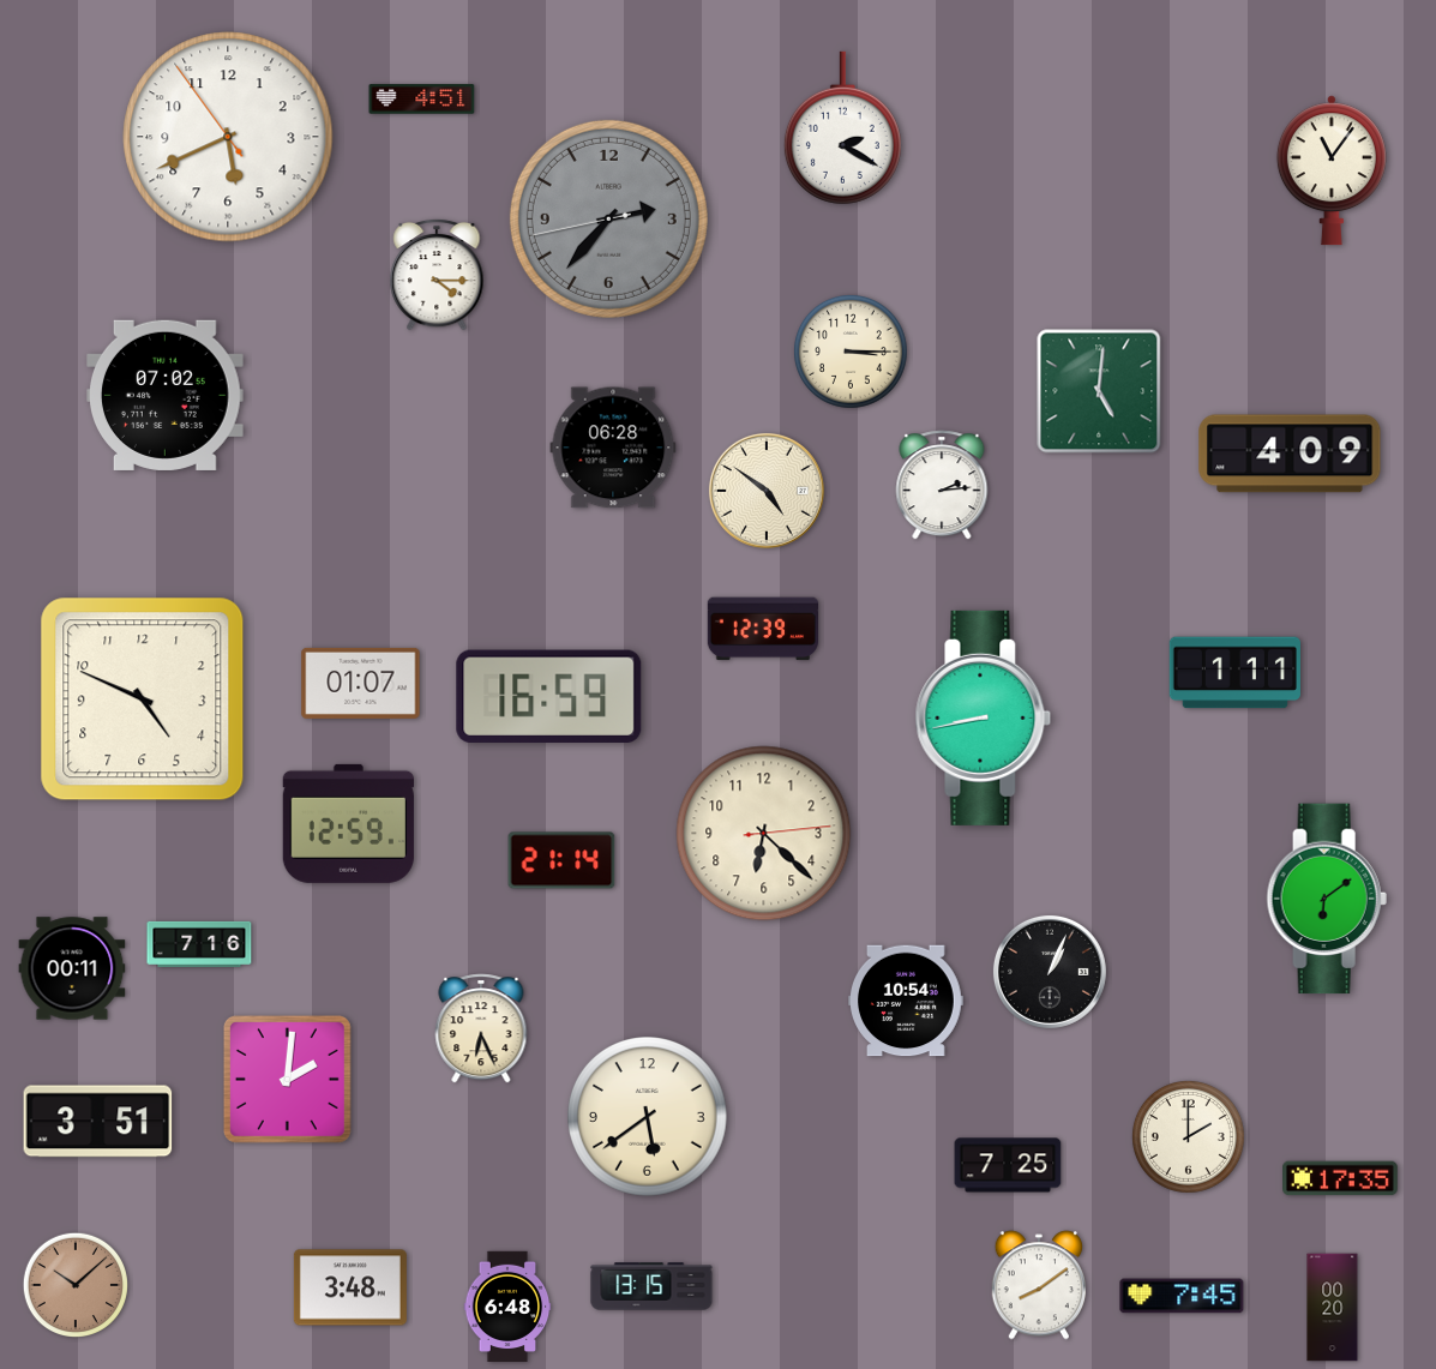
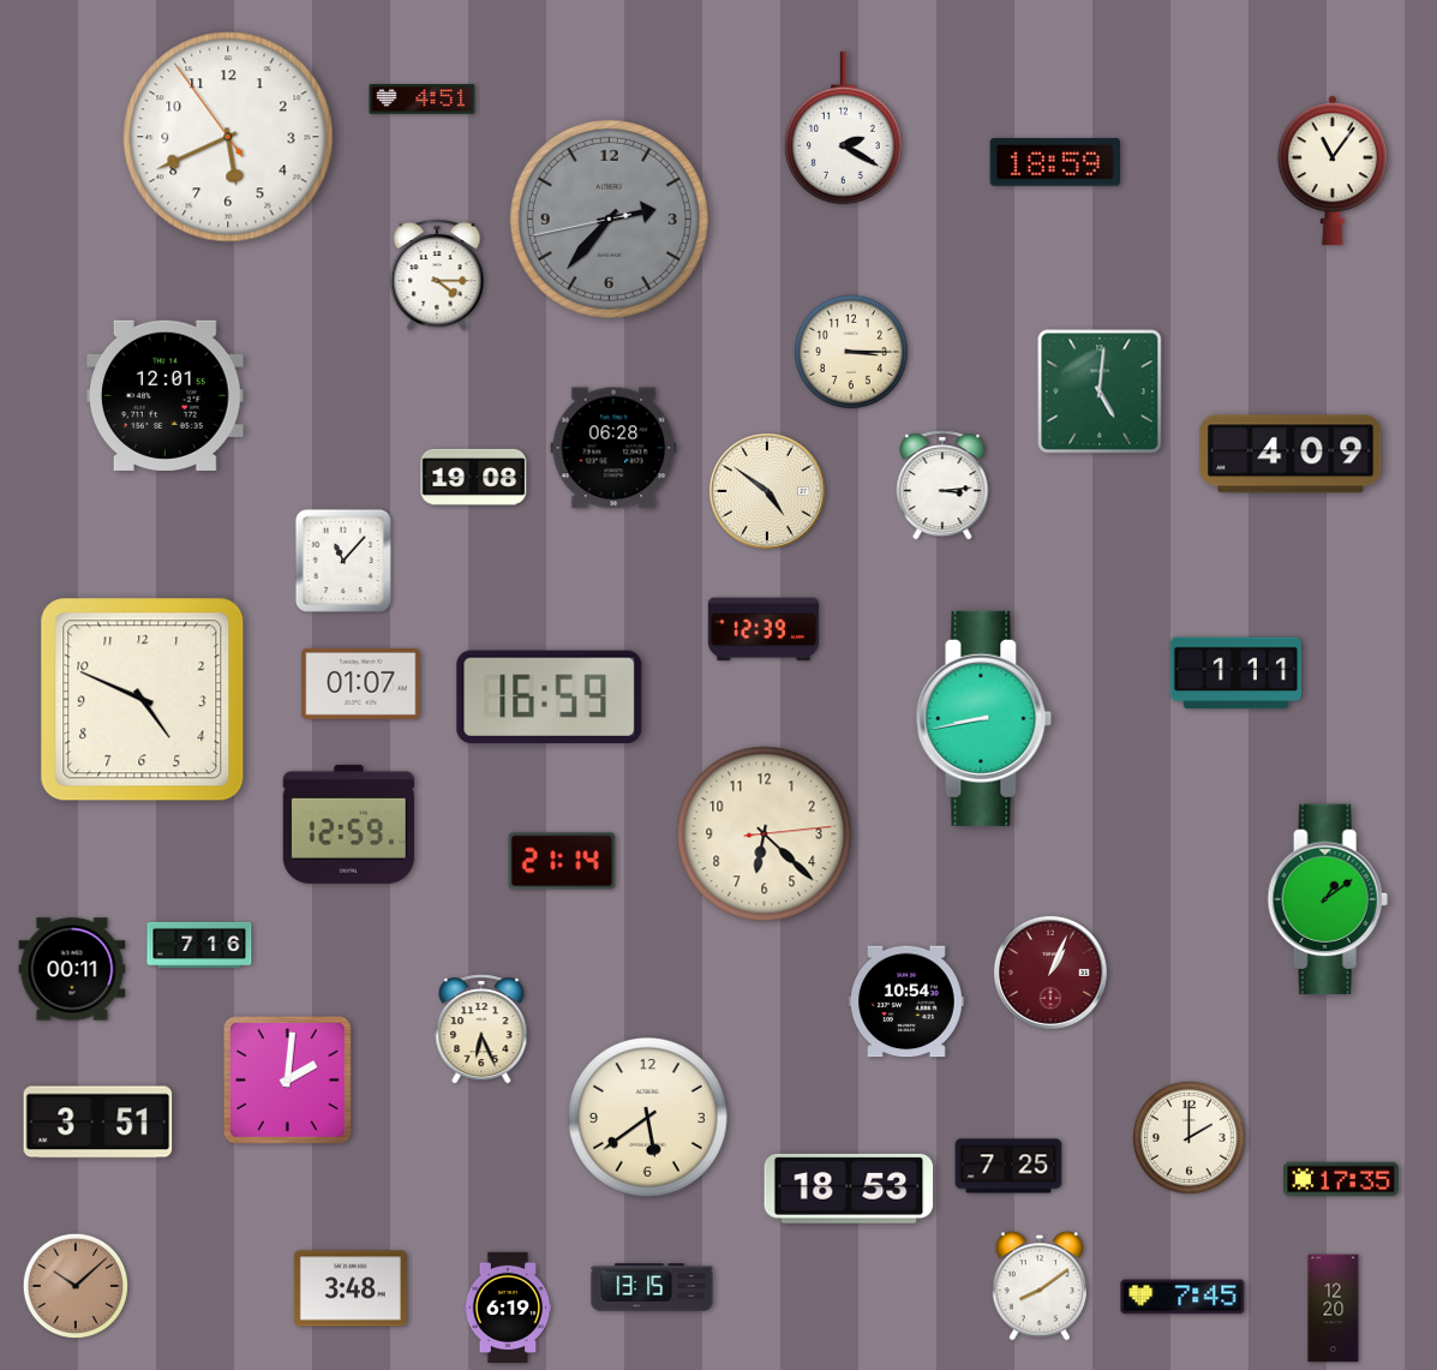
clock at (1054, 163): none -> 18:59
clock at (166, 395): 07:02 -> 12:01
clock at (474, 477): none -> 19:08
clock at (942, 485): 2:14 -> 3:14
clock at (343, 561): none -> 11:07
clock at (1327, 899): 6:09 -> 1:09
clock at (1050, 972) dial: black -> burgundy
clock at (849, 1189): none -> 18:53
clock at (507, 1307): 6:48 -> 6:19
clock at (1333, 1308): 00:20 -> 12:20
